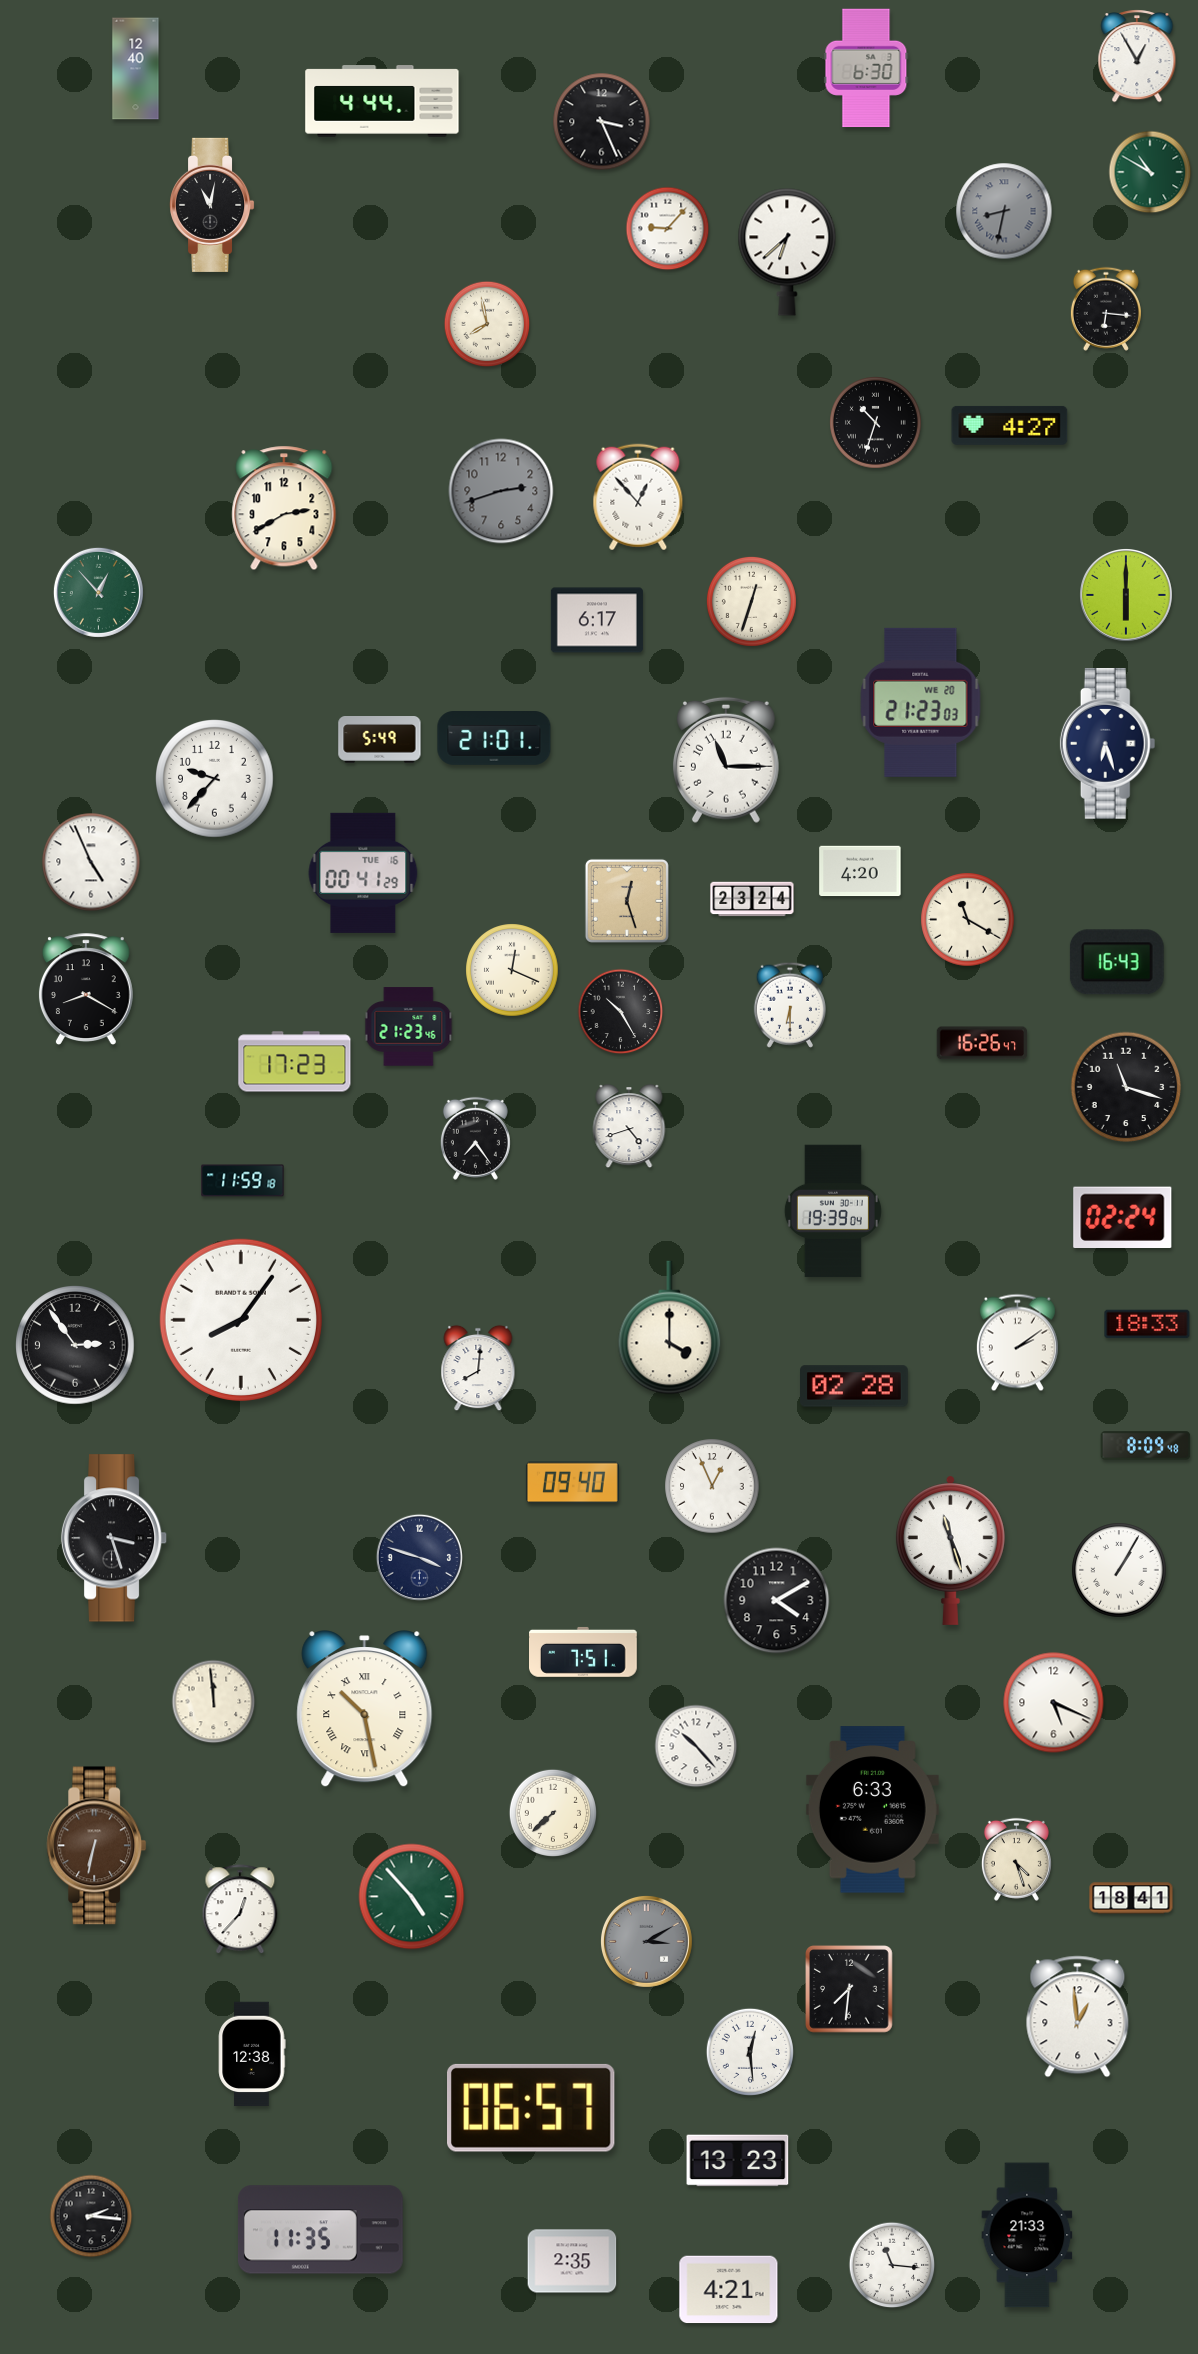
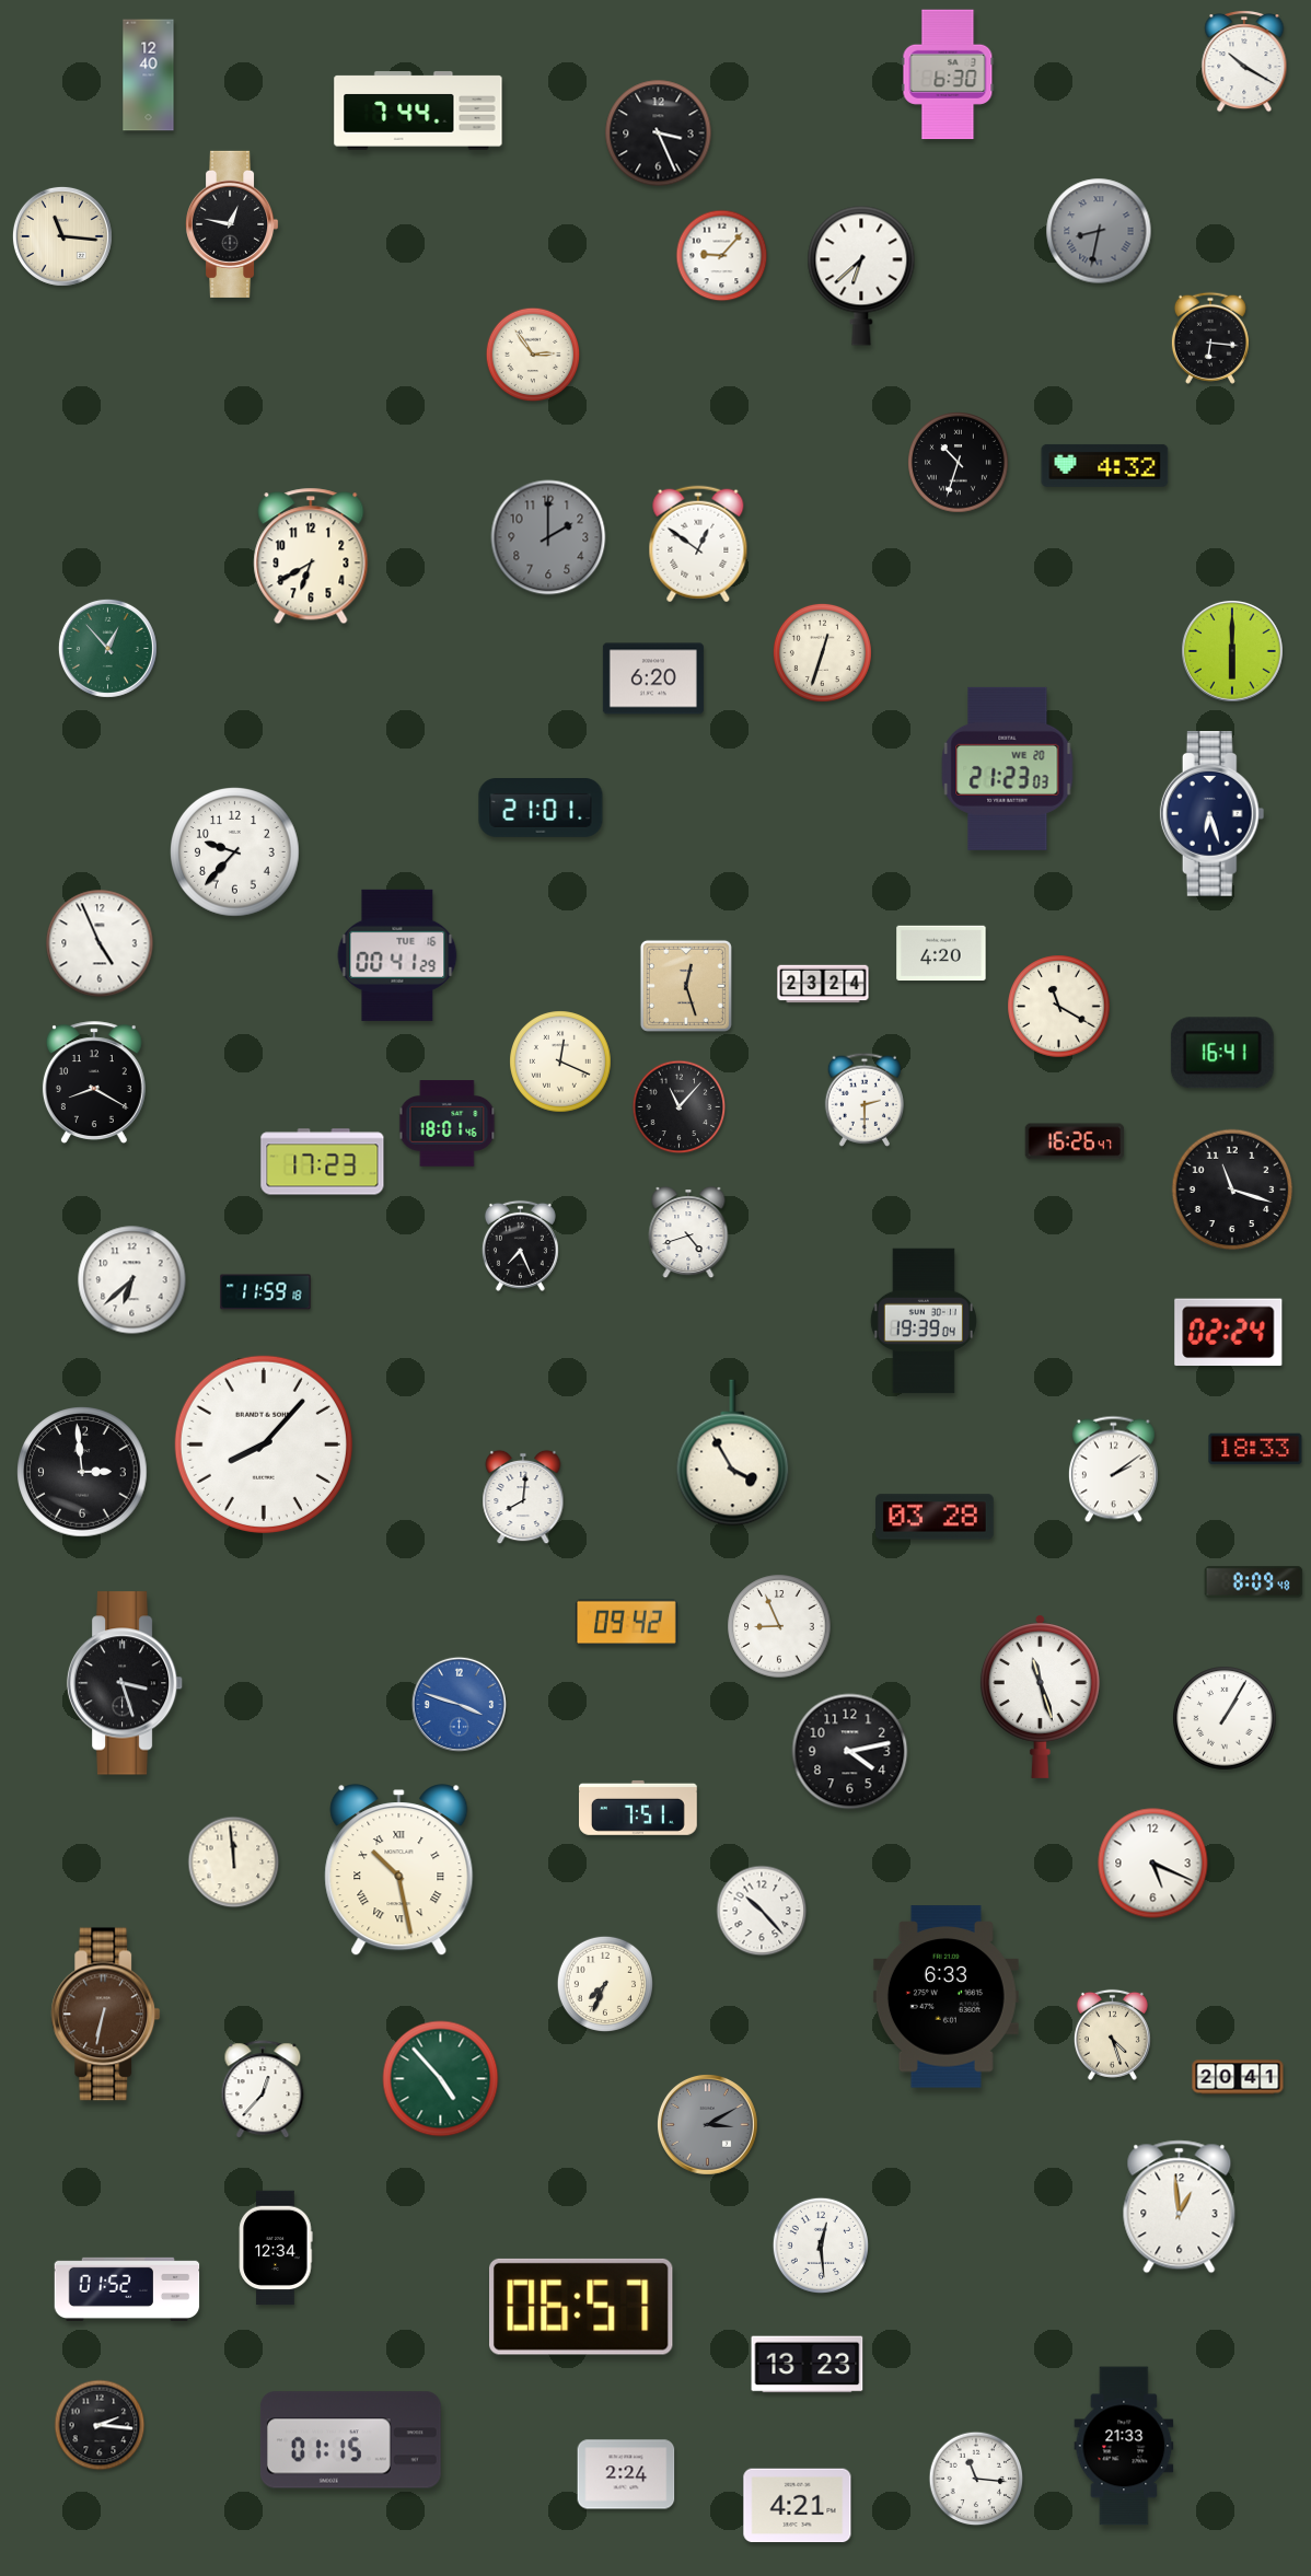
clock at (1137, 56): 12:55 -> 10:20
clock at (382, 101): 4:44 -> 7:44
clock at (1150, 172): 10:50 -> none
clock at (213, 205): 11:02 -> 12:47
clock at (62, 236): none -> 11:16
clock at (668, 229) position: (668, 229) -> (722, 256)
clock at (487, 324): 7:58 -> 2:54
clock at (1010, 425): 4:27 -> 4:32
clock at (501, 491): 2:42 -> 2:00
clock at (638, 497): 12:53 -> 12:51
clock at (284, 508): 2:40 -> 6:40
clock at (751, 601) position: (751, 601) -> (822, 652)
clock at (597, 620): 6:17 -> 6:20
clock at (380, 740): 5:49 -> none
clock at (726, 760): 11:15 -> none
clock at (1117, 962): 16:43 -> 16:41
clock at (789, 1005): 6:30 -> 2:30
clock at (621, 1012): 10:25 -> 11:07
clock at (409, 1027): 21:23 -> 18:01
clock at (475, 1138): 7:24 -> 7:26
clock at (132, 1280): none -> 6:38
clock at (833, 1211) position: (833, 1211) -> (924, 1321)
clock at (241, 1320): 8:06 -> 8:07
clock at (670, 1328): 4:00 -> 3:55
clock at (75, 1345): 2:54 -> 2:59
clock at (855, 1386): 02:28 -> 03:28
clock at (572, 1483): 09:40 -> 09:42
clock at (712, 1486): 12:56 -> 8:56
clock at (419, 1557) dial: navy -> blue
clock at (777, 1601): 4:10 -> 4:13
clock at (872, 1810) position: (872, 1810) -> (945, 1997)
clock at (552, 1812): 7:38 -> 7:34
clock at (97, 1846) position: (97, 1846) -> (106, 2015)
clock at (412, 1897) position: (412, 1897) -> (441, 2079)
clock at (1131, 1898): 18:41 -> 20:41
clock at (850, 1990): 7:31 -> none
clock at (252, 2054): 12:38 -> 12:34
clock at (127, 2289): none -> 01:52
clock at (320, 2230): 11:35 -> 01:15
clock at (572, 2261): 2:35 -> 2:24
